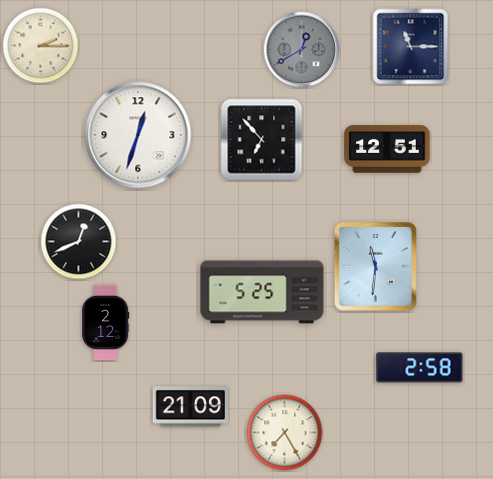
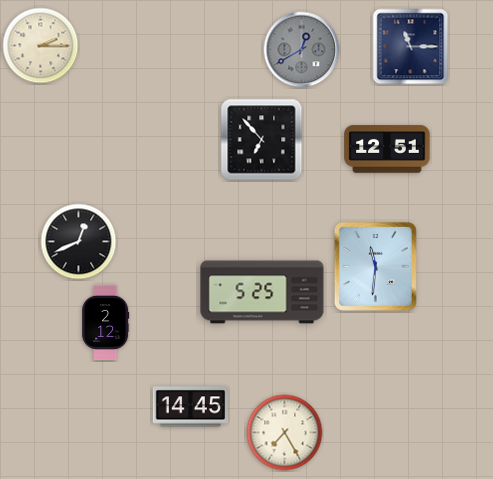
clock at (138, 135): 12:33 -> none
clock at (420, 368): 2:58 -> none
clock at (190, 407): 21:09 -> 14:45
